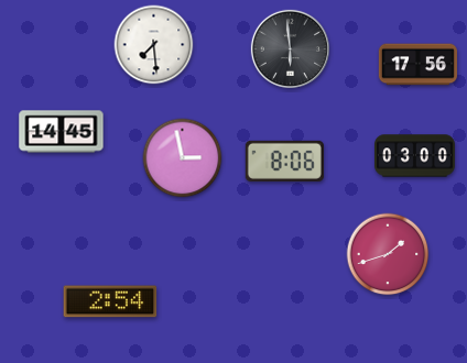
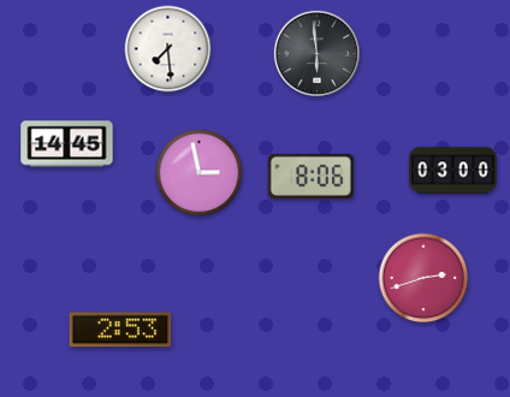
clock at (417, 65): 17:56 -> none
clock at (388, 254): 1:42 -> 2:42
clock at (110, 301): 2:54 -> 2:53
